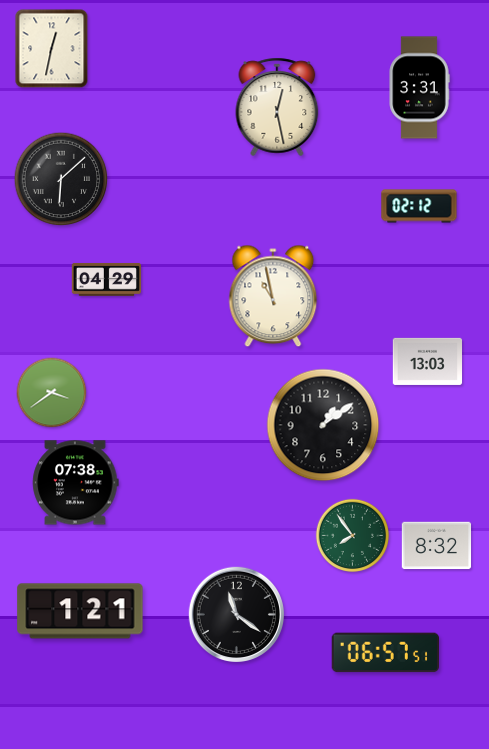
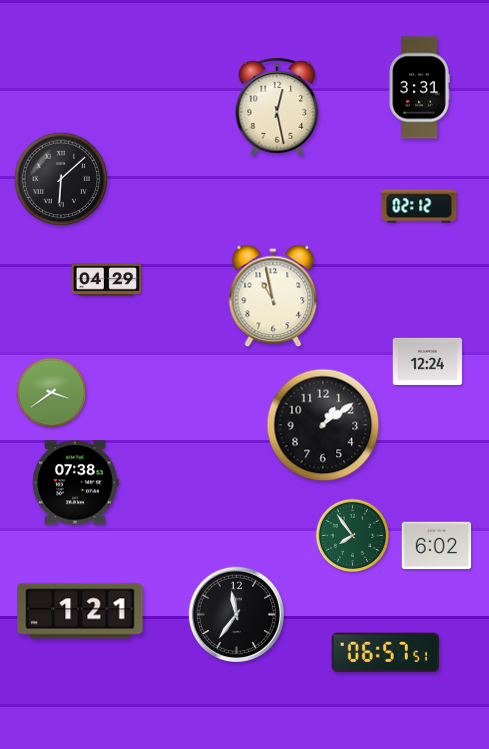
clock at (52, 49): 12:32 -> none
clock at (428, 361): 13:03 -> 12:24
clock at (437, 546): 8:32 -> 6:02
clock at (236, 614): 11:21 -> 11:36
